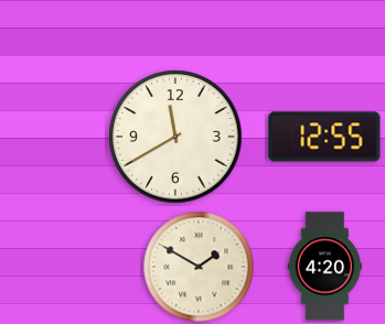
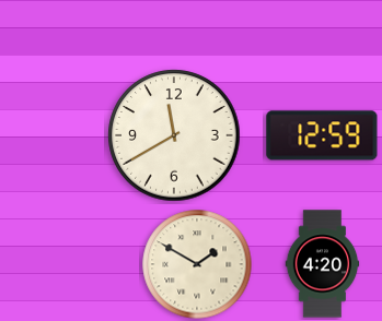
clock at (324, 137): 12:55 -> 12:59
